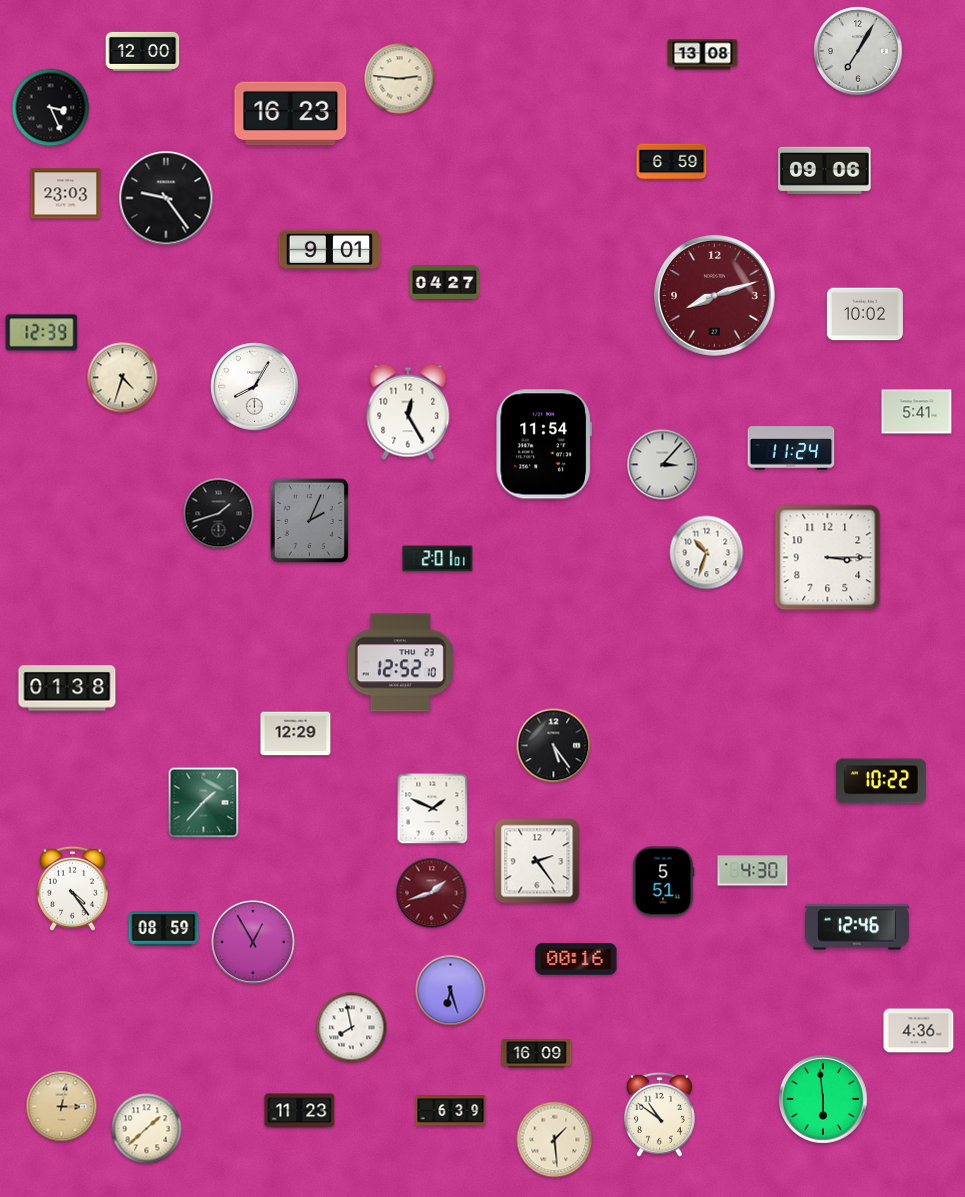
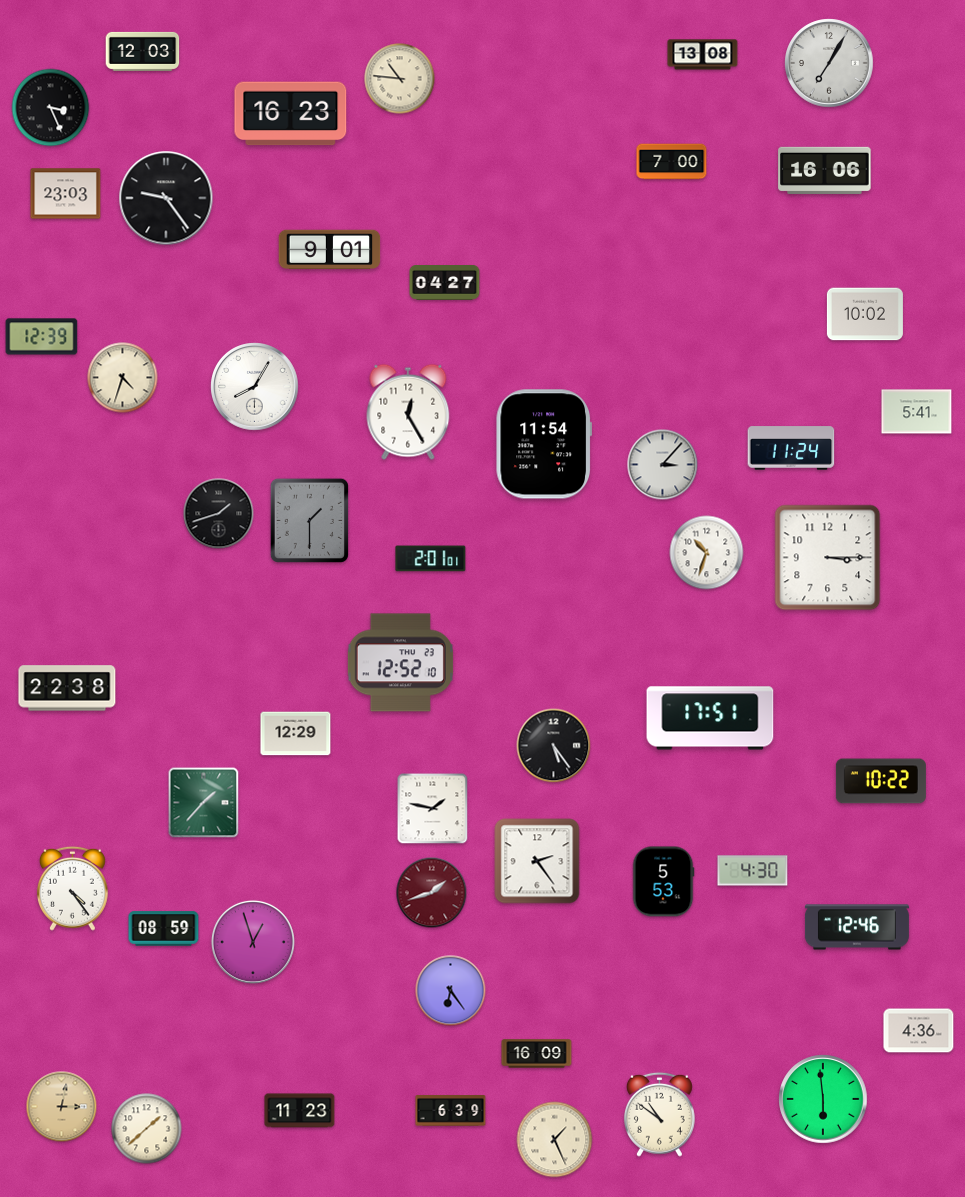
clock at (143, 51): 12:00 -> 12:03
clock at (858, 51) position: (858, 51) -> (829, 63)
clock at (400, 79): 2:46 -> 10:46
clock at (672, 162): 6:59 -> 7:00
clock at (825, 170): 09:06 -> 16:06
clock at (715, 296): 8:12 -> none
clock at (42, 333) position: (42, 333) -> (42, 337)
clock at (309, 520): 2:04 -> 1:30
clock at (438, 559) position: (438, 559) -> (431, 559)
clock at (67, 688): 01:38 -> 22:38
clock at (710, 718): none -> 17:51
clock at (433, 809): 1:49 -> 1:47
clock at (663, 882): 5:51 -> 5:53
clock at (253, 942): 12:55 -> 12:57
clock at (576, 960): 00:16 -> none
clock at (451, 991): 6:27 -> 6:24
clock at (352, 1028): 7:58 -> none
clock at (555, 1140): 1:29 -> 1:26
